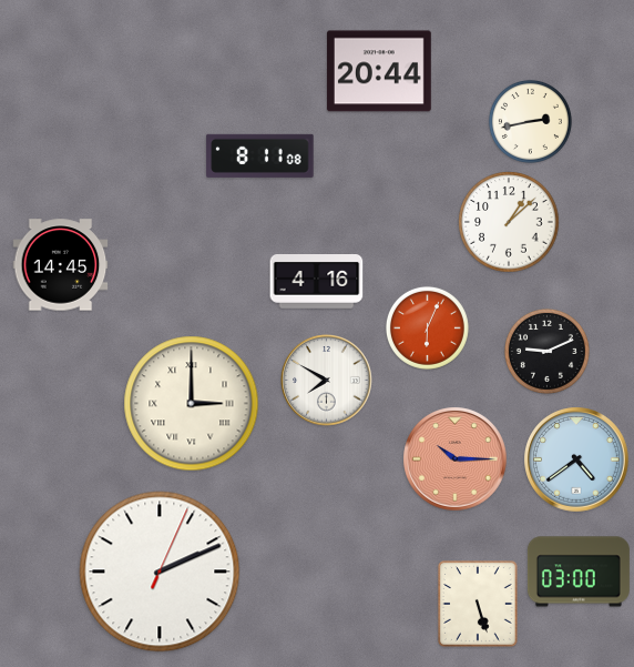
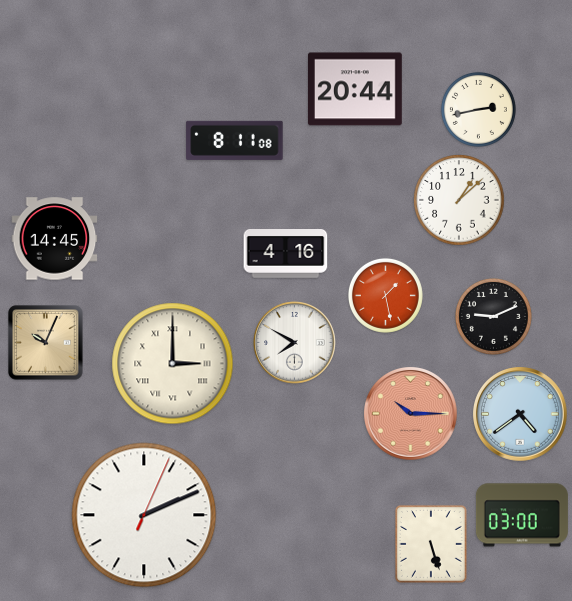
clock at (379, 71) position: (379, 71) -> (355, 89)
clock at (427, 327): 6:04 -> 1:28
clock at (46, 343): none -> 10:04
